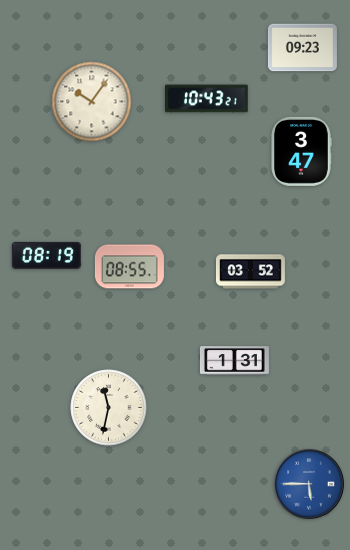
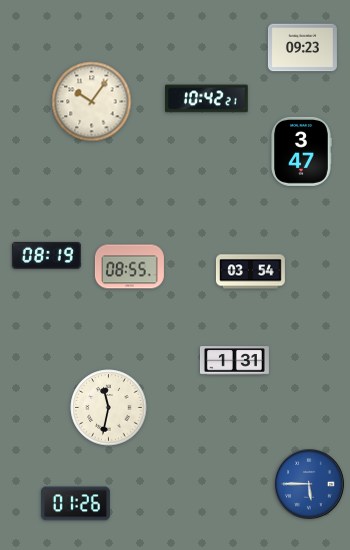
clock at (207, 99): 10:43 -> 10:42
clock at (250, 272): 03:52 -> 03:54
clock at (75, 504): none -> 01:26
